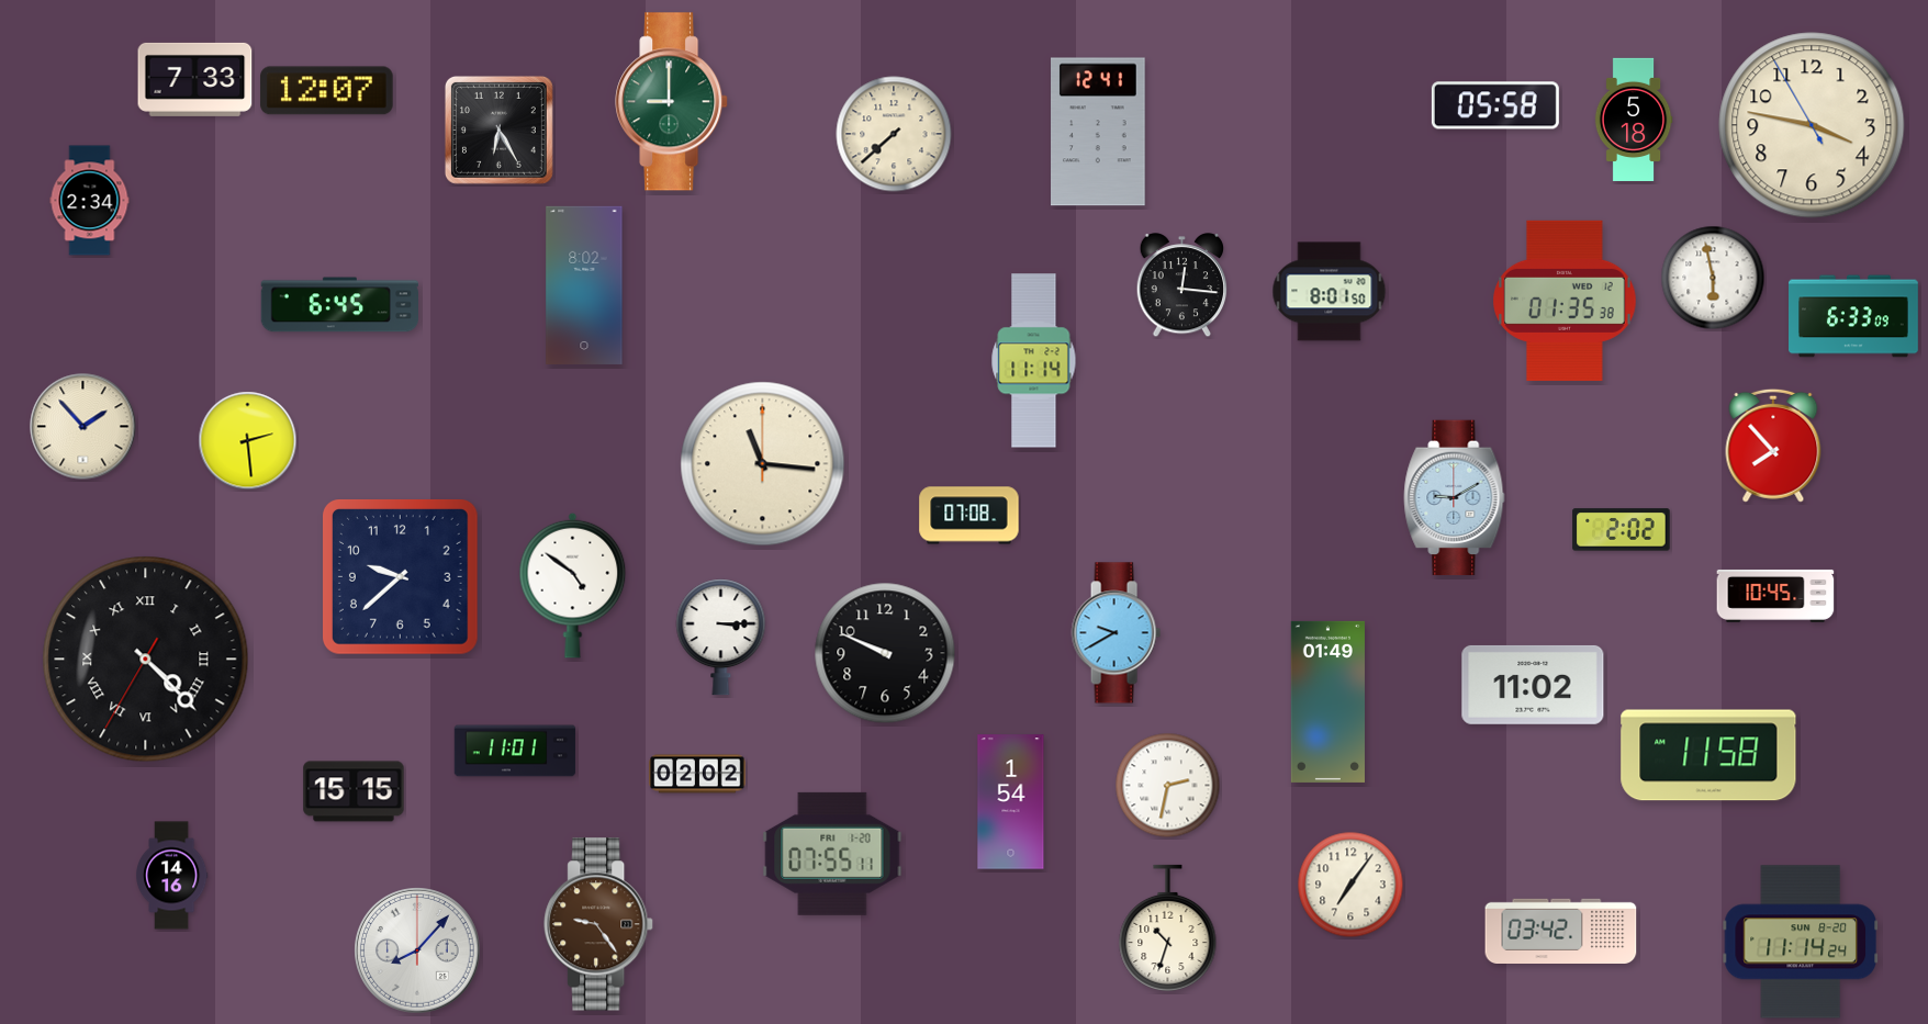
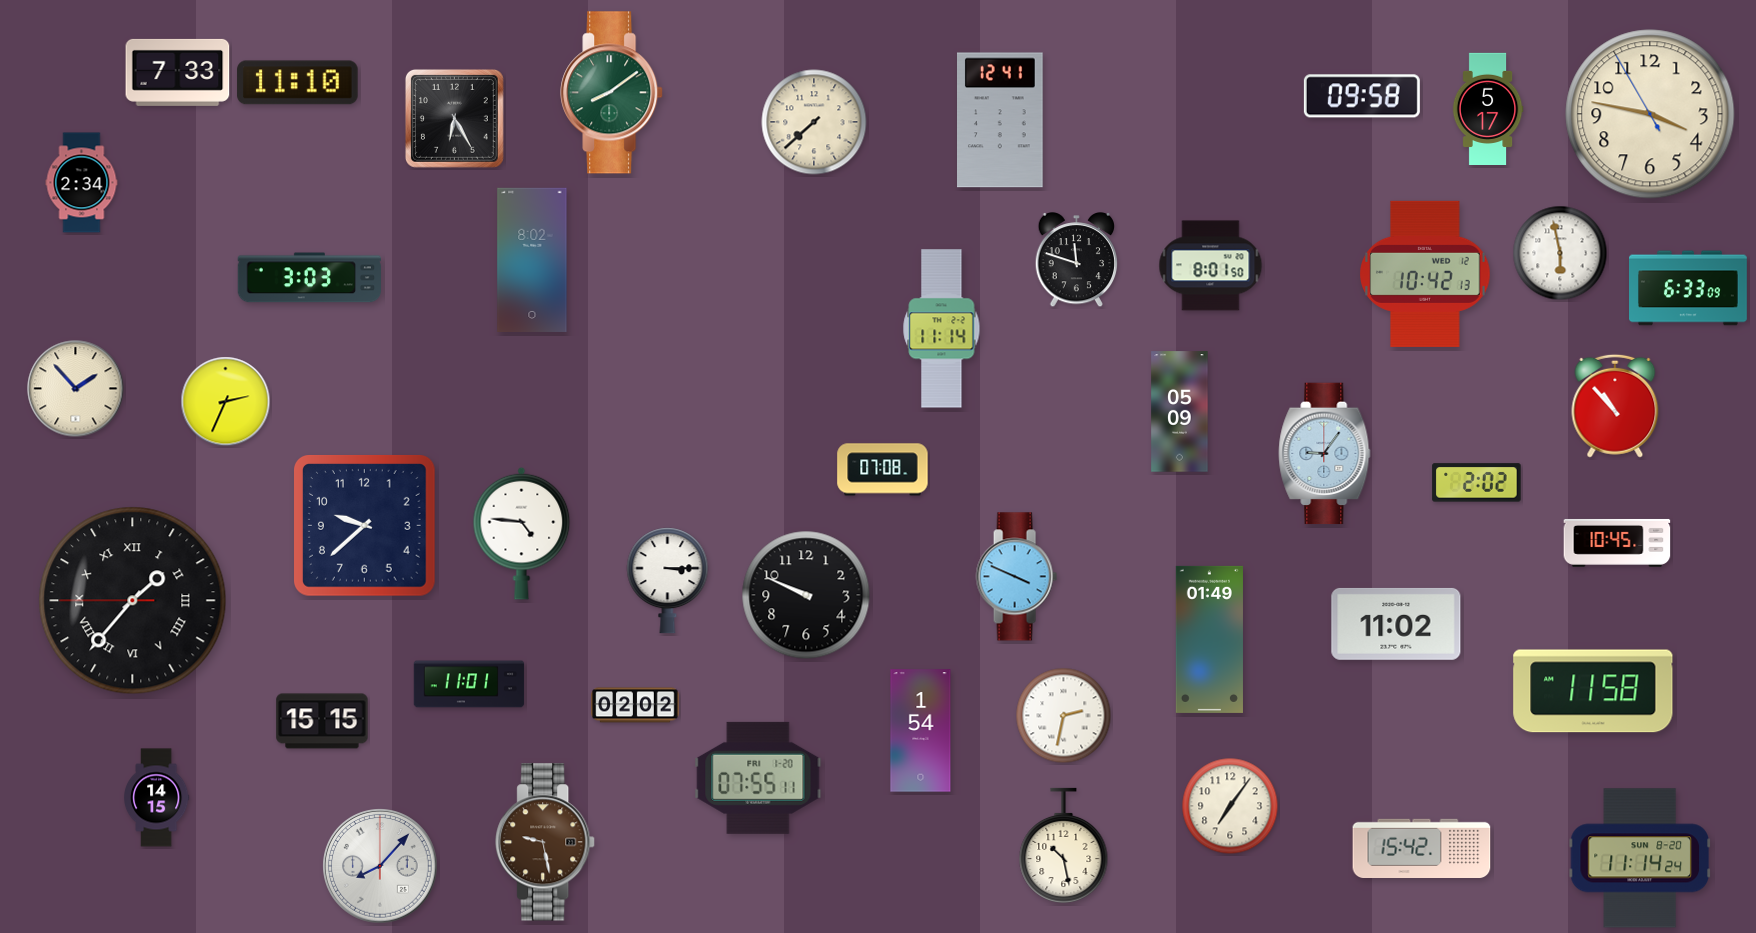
clock at (327, 91): 12:07 -> 11:10
clock at (672, 102): 9:00 -> 8:09
clock at (1495, 105): 05:58 -> 09:58
clock at (1634, 119): 5:18 -> 5:17
clock at (1182, 286): 12:16 -> 11:48
clock at (1565, 301): 01:35 -> 10:42
clock at (339, 305): 6:45 -> 3:03
clock at (248, 441): 2:29 -> 2:34
clock at (1773, 446): 7:53 -> 10:53
clock at (1180, 412): none -> 05:09
clock at (763, 464): 11:16 -> none
clock at (1455, 498): 9:10 -> 9:06
clock at (573, 585): 4:51 -> 4:46
clock at (1116, 633): 9:40 -> 3:49
clock at (721, 638) position: (721, 638) -> (668, 581)
clock at (146, 660): 4:22 -> 1:36
clock at (1708, 755) position: (1708, 755) -> (1593, 691)
clock at (172, 876): 14:16 -> 14:15
clock at (599, 924): 9:24 -> 9:28
clock at (1168, 929): 10:33 -> 10:28
clock at (1561, 931): 03:42 -> 15:42
